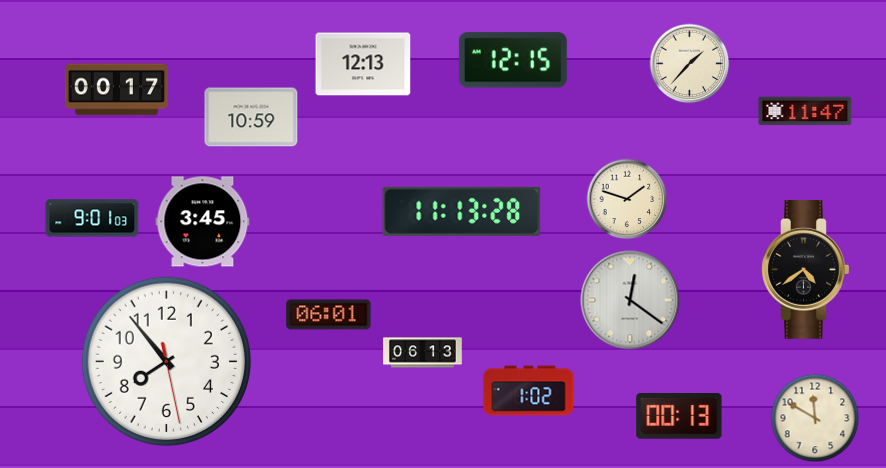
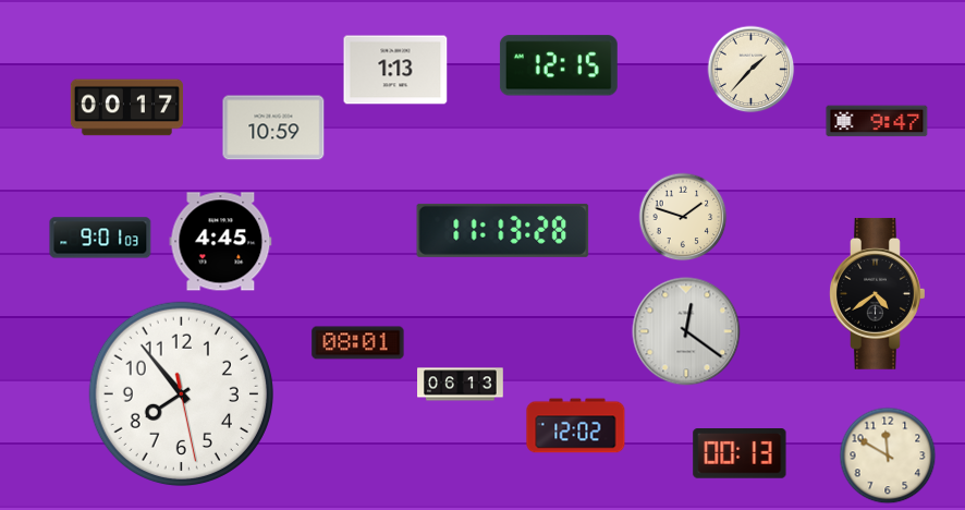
clock at (363, 64): 12:13 -> 1:13
clock at (116, 90) position: (116, 90) -> (126, 108)
clock at (805, 111): 11:47 -> 9:47
clock at (203, 222): 3:45 -> 4:45
clock at (630, 300) position: (630, 300) -> (686, 331)
clock at (329, 315): 06:01 -> 08:01
clock at (529, 391): 1:02 -> 12:02
